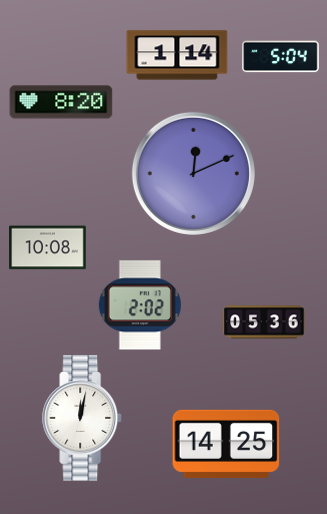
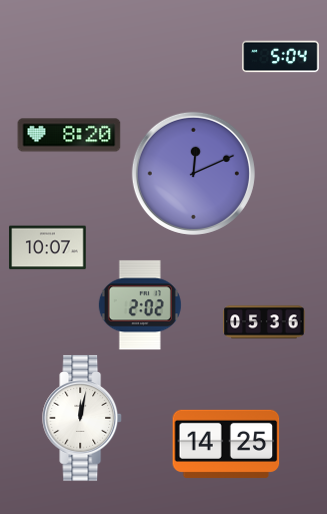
clock at (177, 55): 1:14 -> none
clock at (61, 102) position: (61, 102) -> (69, 135)
clock at (48, 248): 10:08 -> 10:07
